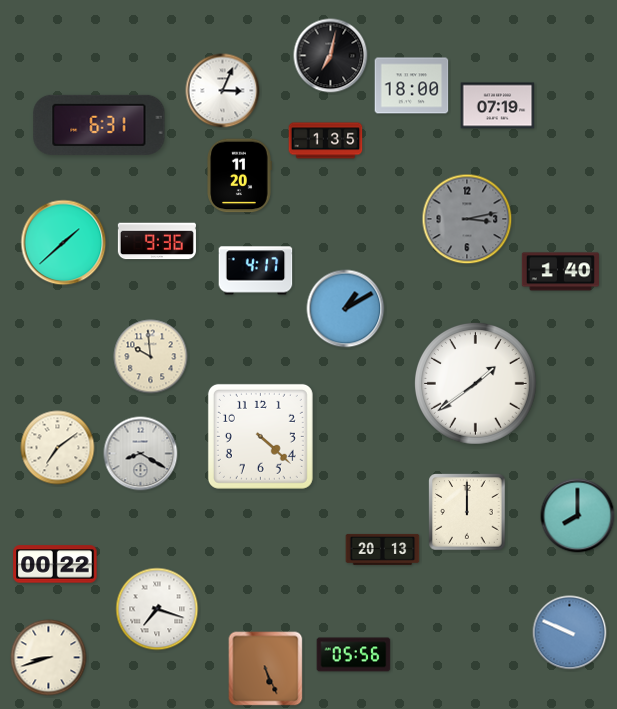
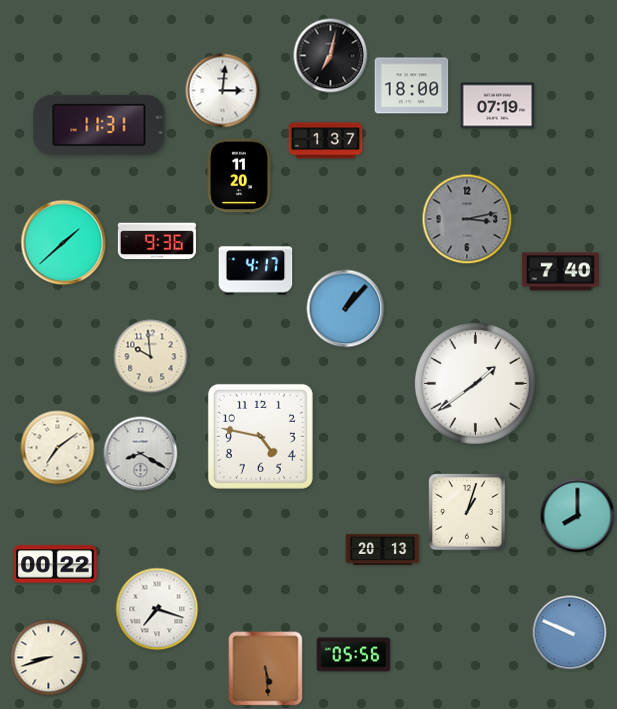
clock at (223, 91): 3:04 -> 3:01
clock at (99, 125): 6:31 -> 11:31
clock at (326, 141): 1:35 -> 1:37
clock at (560, 272): 1:40 -> 7:40
clock at (346, 309): 1:10 -> 1:07
clock at (260, 436): 4:22 -> 4:47
clock at (467, 512): 12:00 -> 1:03
clock at (266, 669): 5:26 -> 5:29
